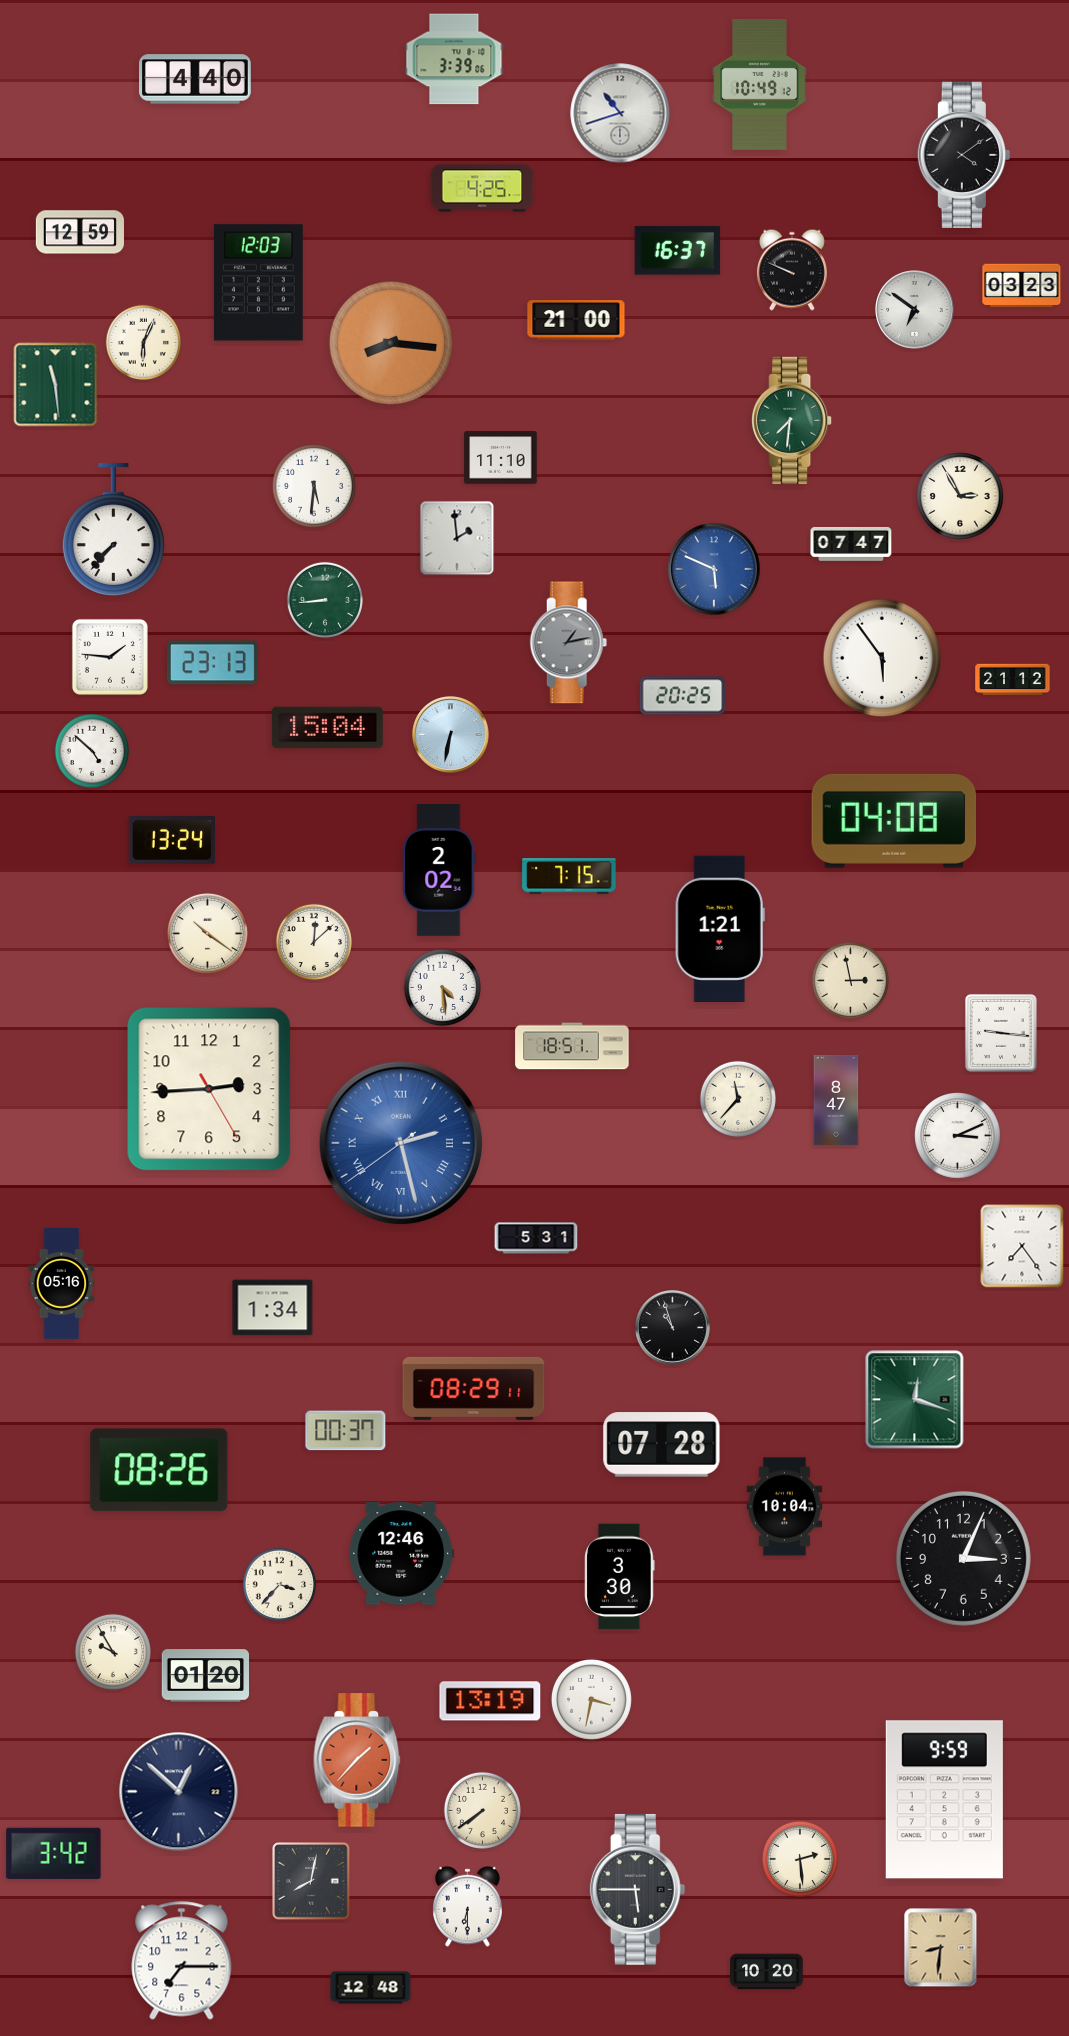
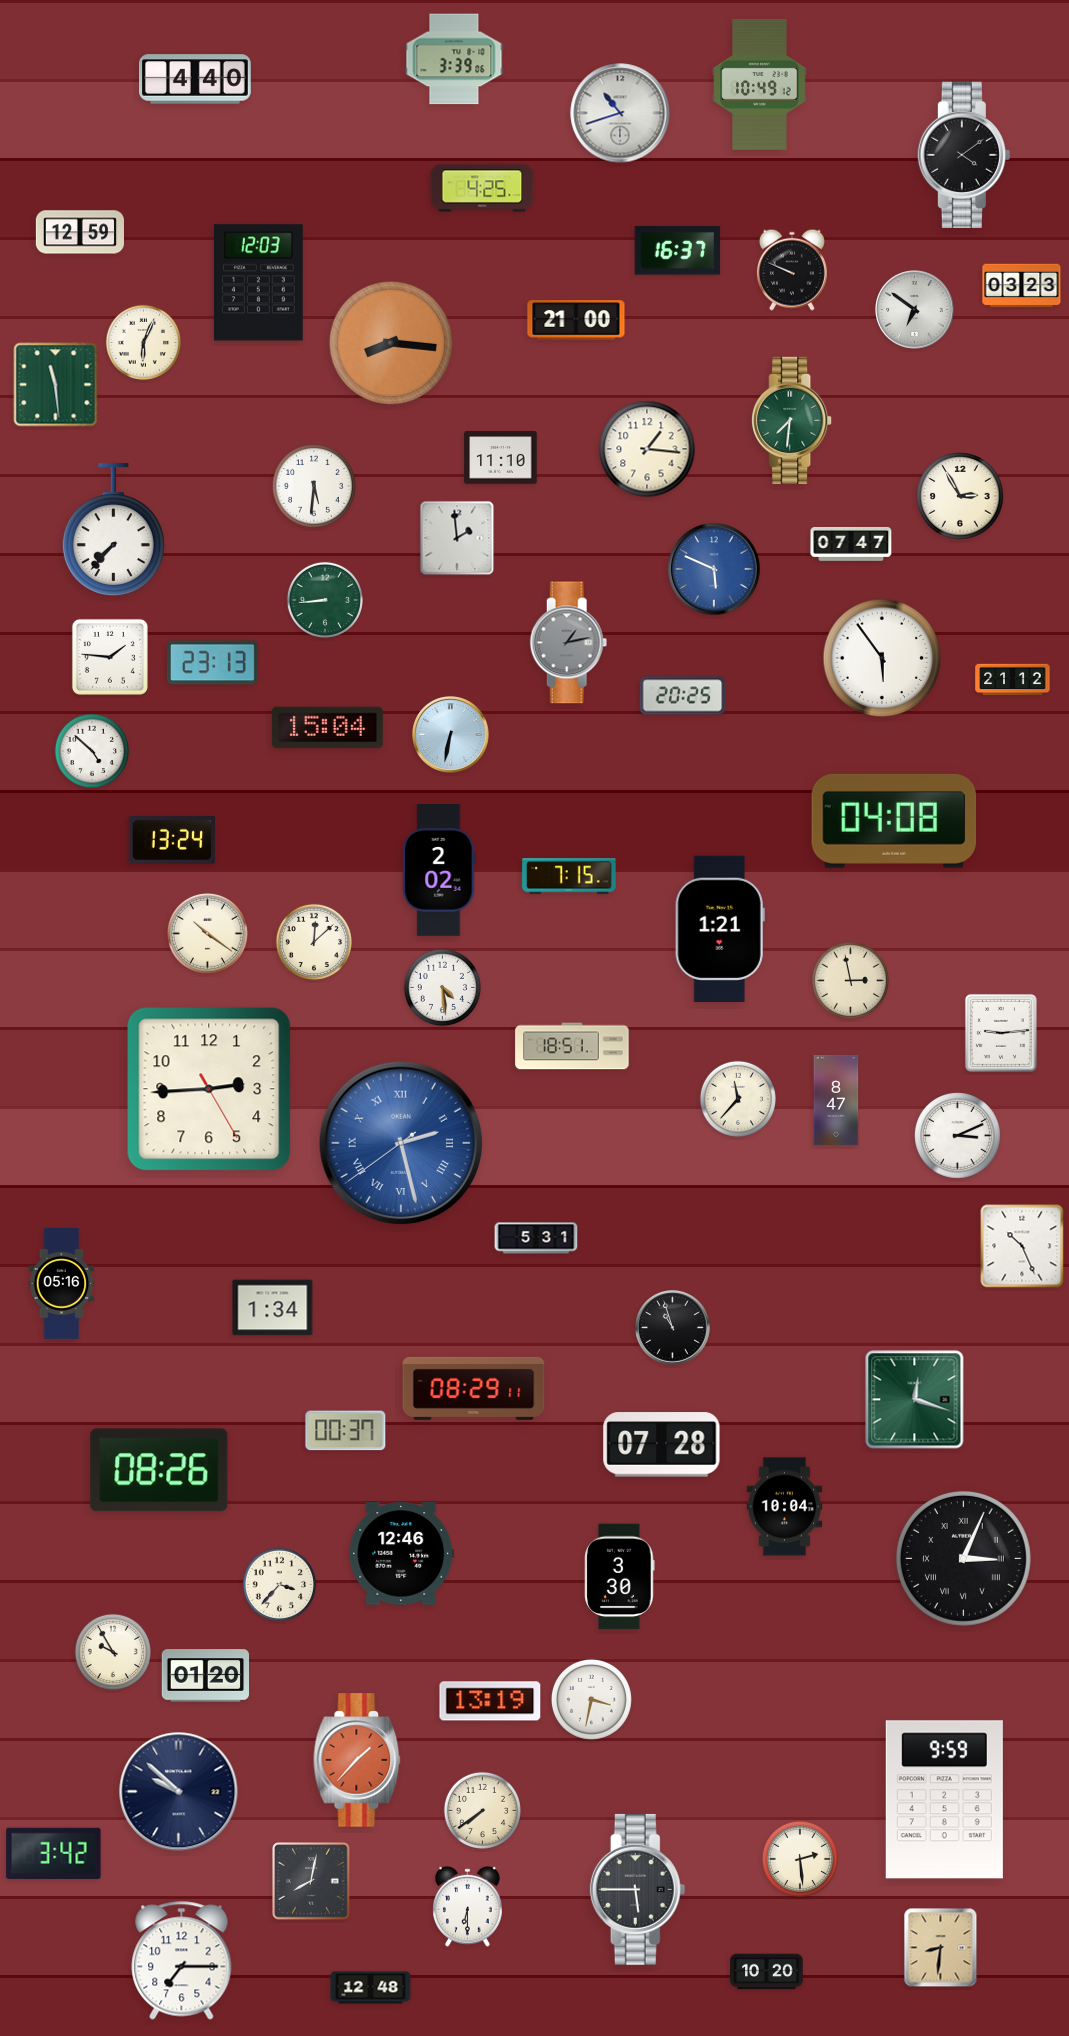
clock at (647, 449): none -> 1:16
clock at (1001, 1033): 9:16 -> 9:14
clock at (1022, 1246): 7:24 -> 10:26
clock at (963, 1558) numerals: Arabic -> Roman
clock at (179, 1792): 12:52 -> 9:52
